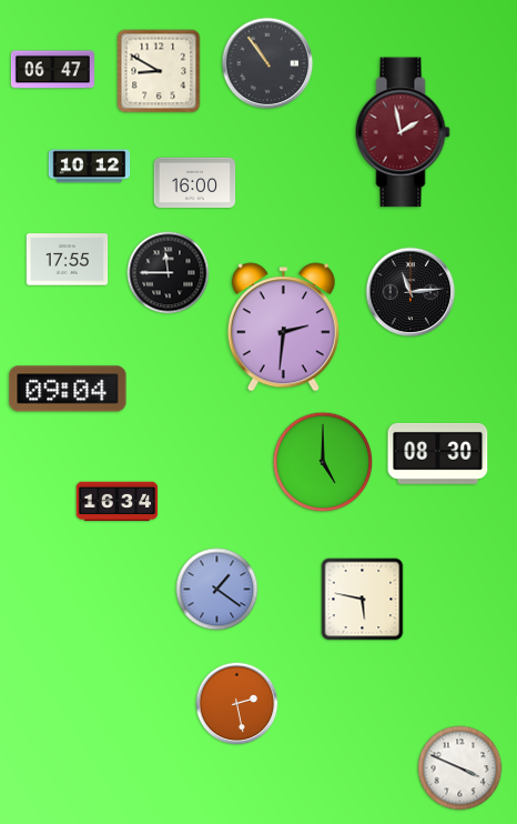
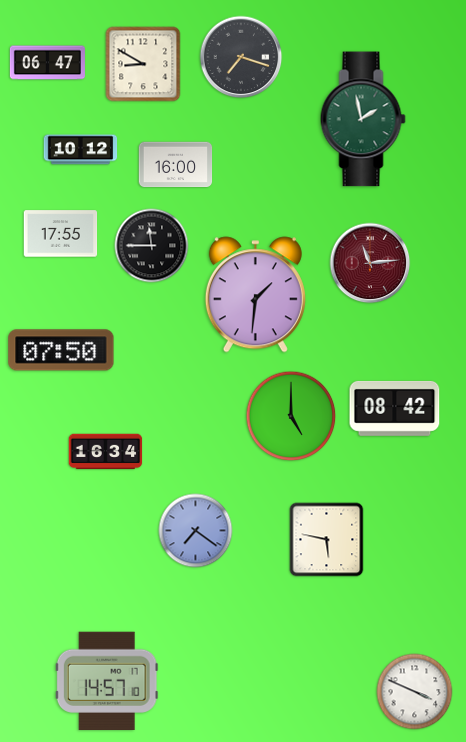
clock at (267, 63): 10:54 -> 7:18
clock at (403, 132) dial: burgundy -> green
clock at (410, 292) dial: black -> burgundy
clock at (283, 328): 2:31 -> 1:31
clock at (68, 389): 09:04 -> 07:50
clock at (438, 453): 08:30 -> 08:42
clock at (217, 590): 1:21 -> 7:21
clock at (237, 704): 2:28 -> none
clock at (107, 680): none -> 14:57
